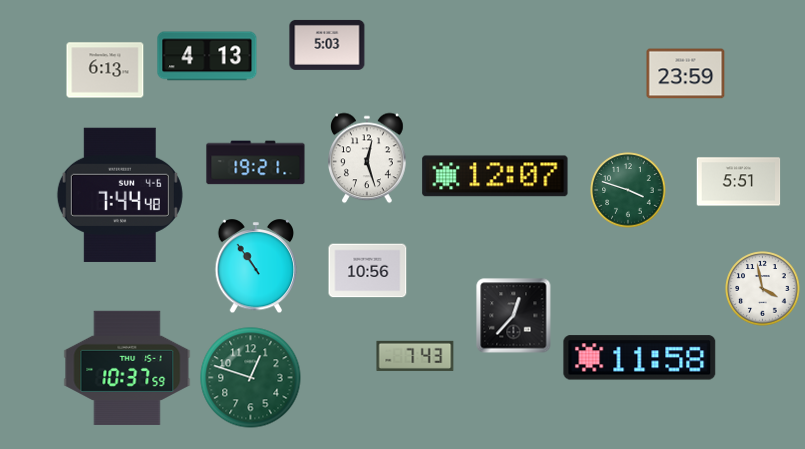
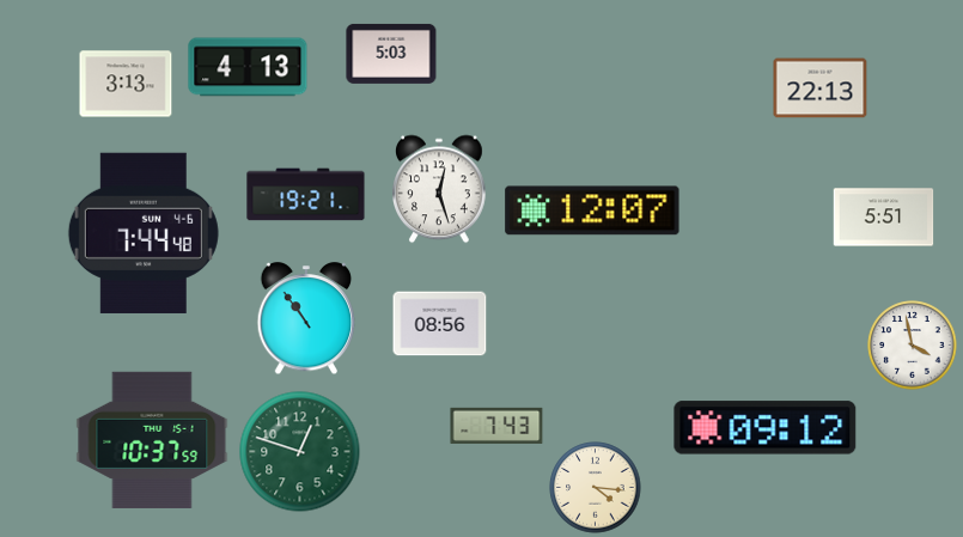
clock at (105, 70): 6:13 -> 3:13
clock at (686, 74): 23:59 -> 22:13
clock at (628, 190): 3:48 -> none
clock at (368, 271): 10:56 -> 08:56
clock at (514, 316): 12:37 -> none
clock at (640, 358): 11:58 -> 09:12
clock at (596, 488): none -> 4:16
